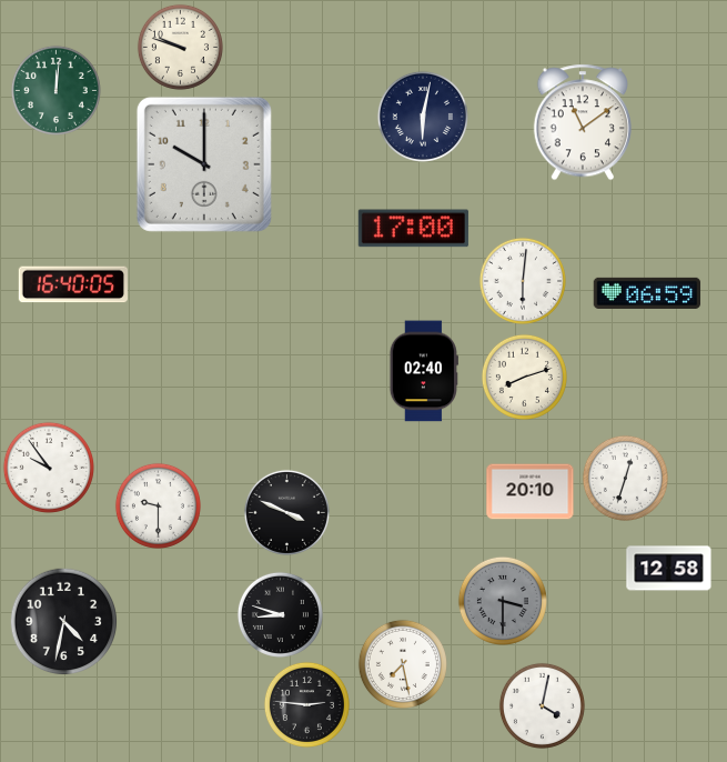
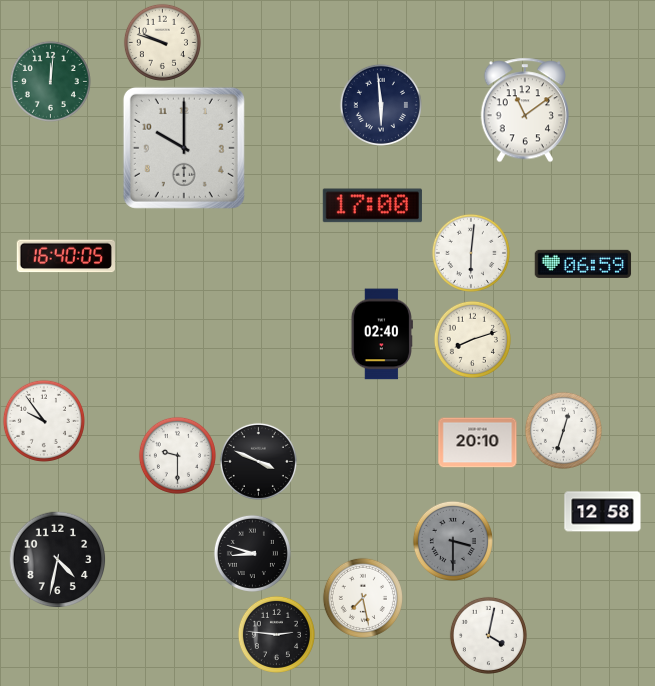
clock at (423, 117): 6:02 -> 5:59
clock at (158, 505) position: (158, 505) -> (177, 455)
